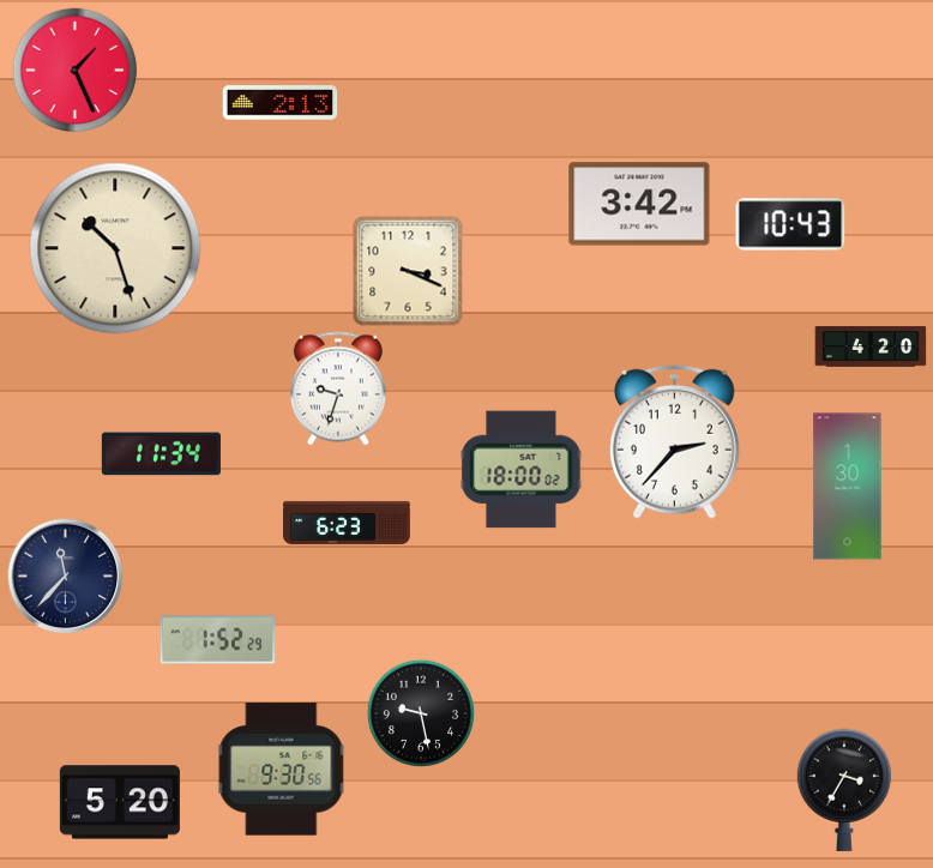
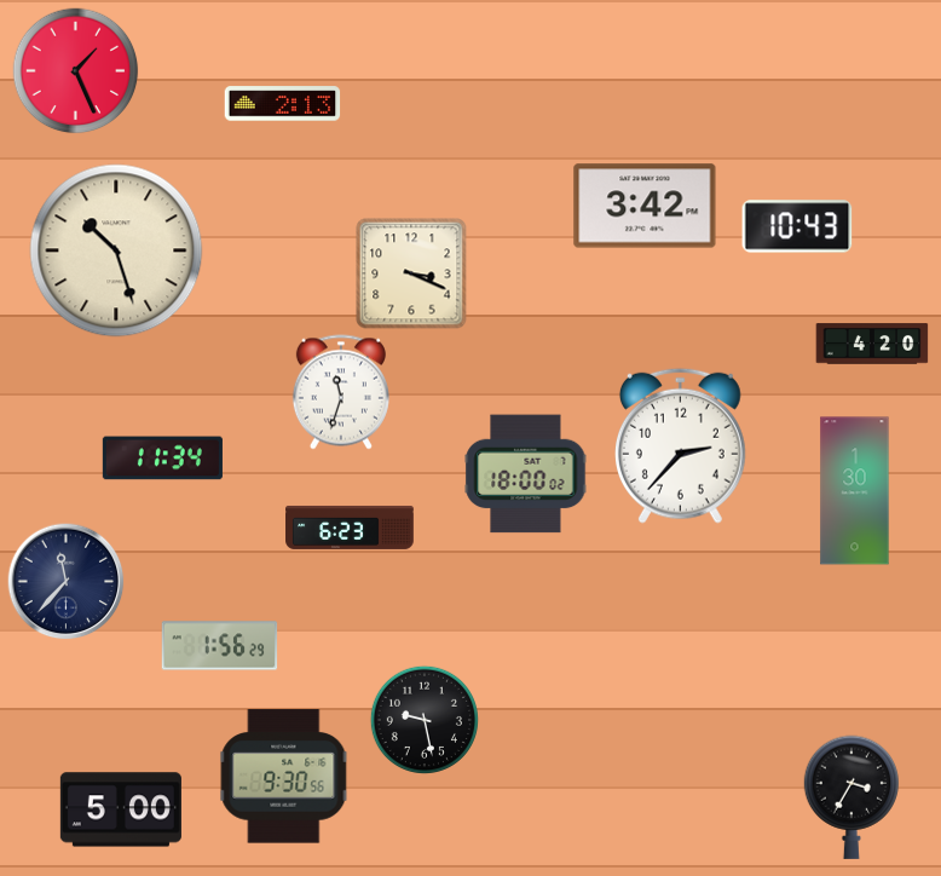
clock at (871, 346) position: (871, 346) -> (872, 344)
clock at (338, 388): 9:33 -> 11:33
clock at (218, 640): 1:52 -> 1:56
clock at (120, 802): 5:20 -> 5:00
